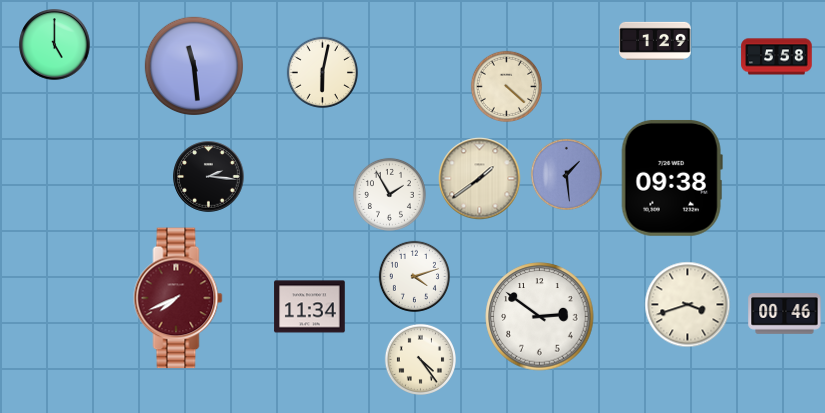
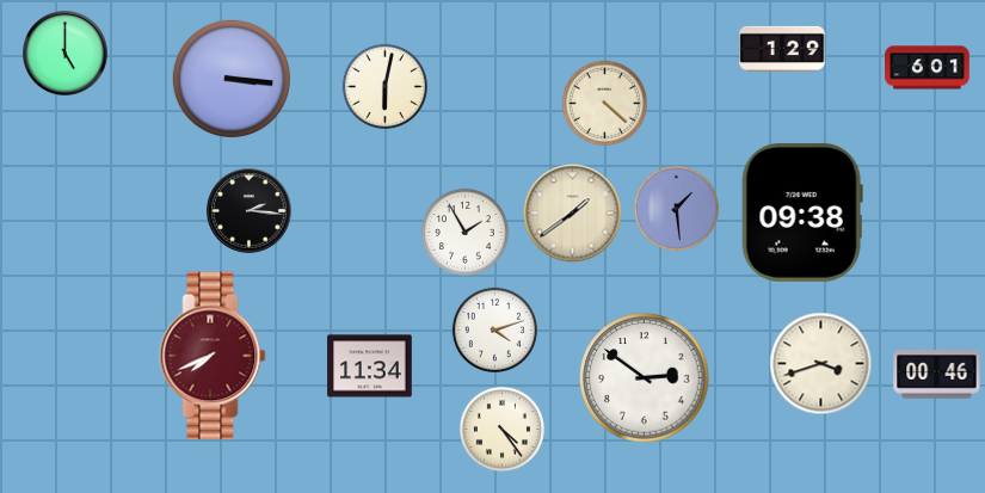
clock at (777, 57): 5:58 -> 6:01
clock at (193, 65): 11:29 -> 3:16
